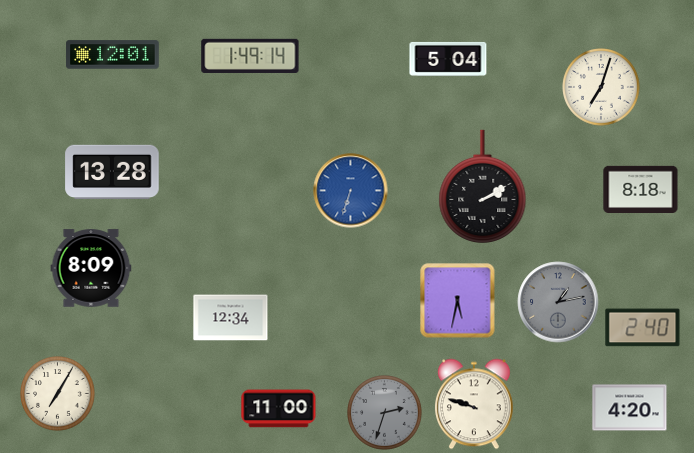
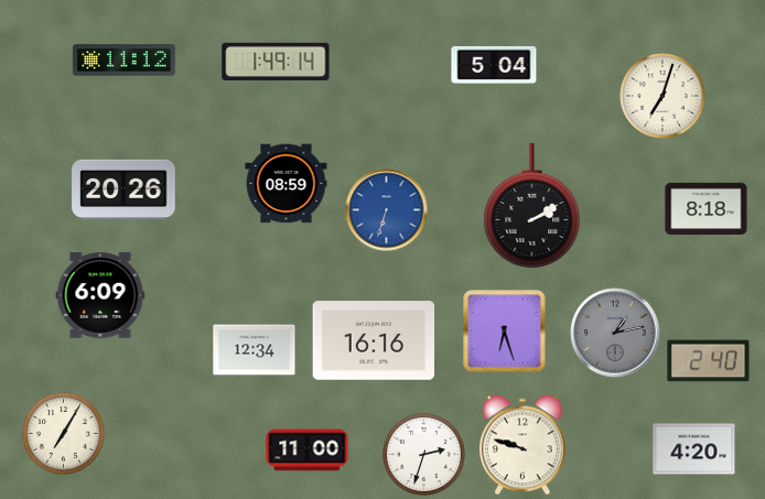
clock at (113, 55): 12:01 -> 11:12
clock at (287, 184): none -> 08:59
clock at (112, 172): 13:28 -> 20:26
clock at (91, 268): 8:09 -> 6:09
clock at (458, 301): 5:32 -> 6:27
clock at (374, 340): none -> 16:16
clock at (385, 413) dial: grey -> white
